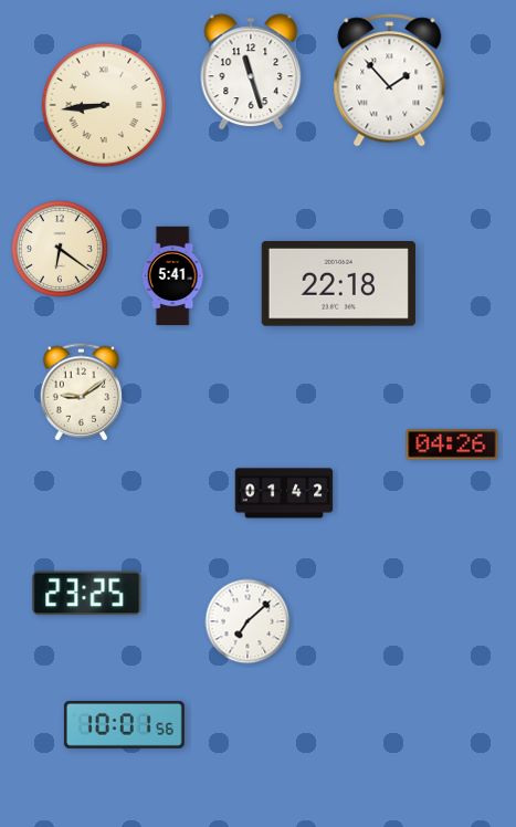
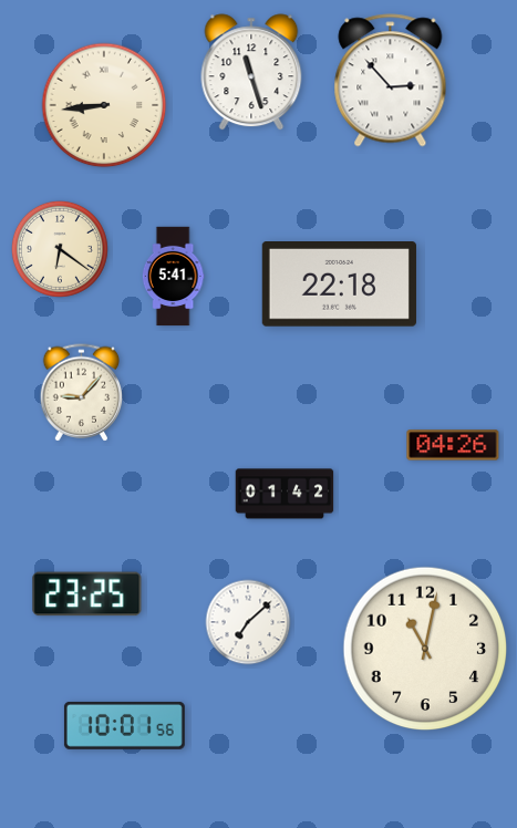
clock at (390, 81): 1:53 -> 2:53
clock at (82, 392): 9:09 -> 9:07
clock at (425, 649): none -> 11:02
